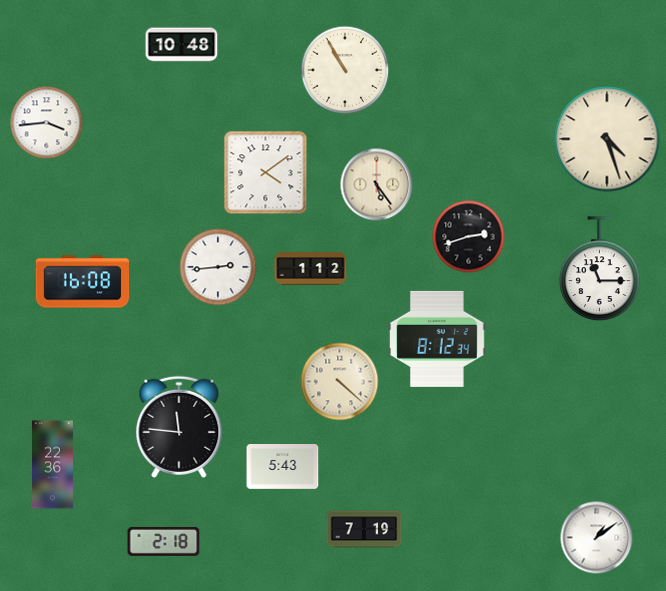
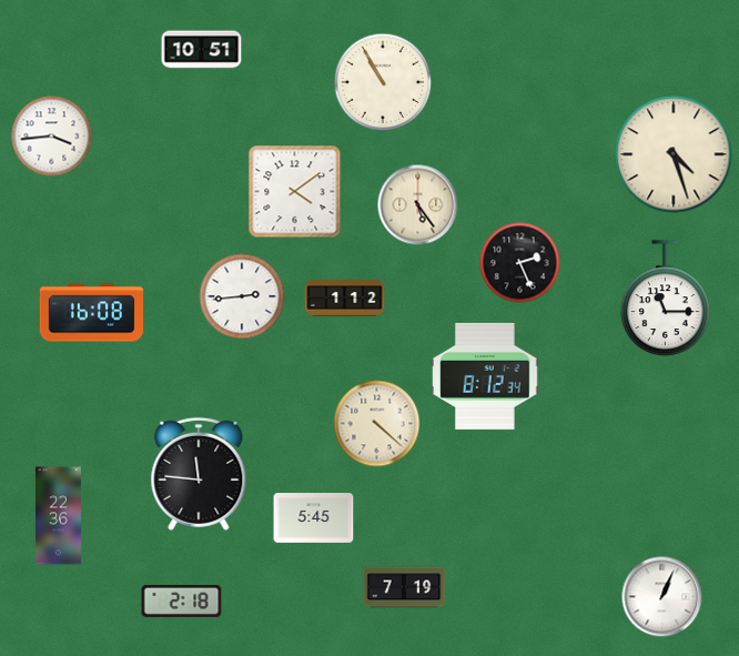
clock at (182, 45): 10:48 -> 10:51
clock at (345, 70) position: (345, 70) -> (383, 82)
clock at (469, 237): 2:42 -> 2:26
clock at (283, 467): 5:43 -> 5:45
clock at (597, 538): 1:09 -> 1:04
